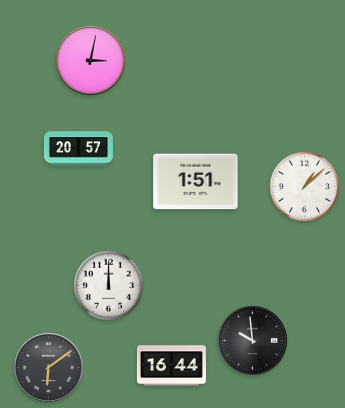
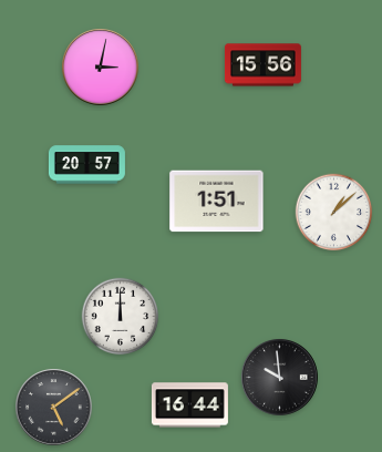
clock at (262, 65): none -> 15:56
clock at (305, 187) position: (305, 187) -> (334, 213)
clock at (49, 368): 6:09 -> 5:09
